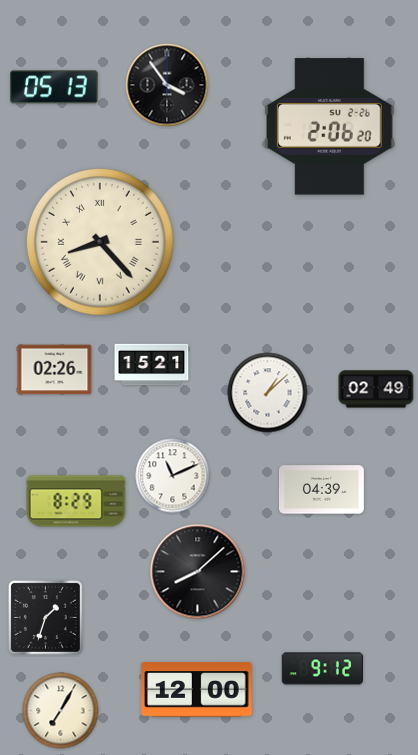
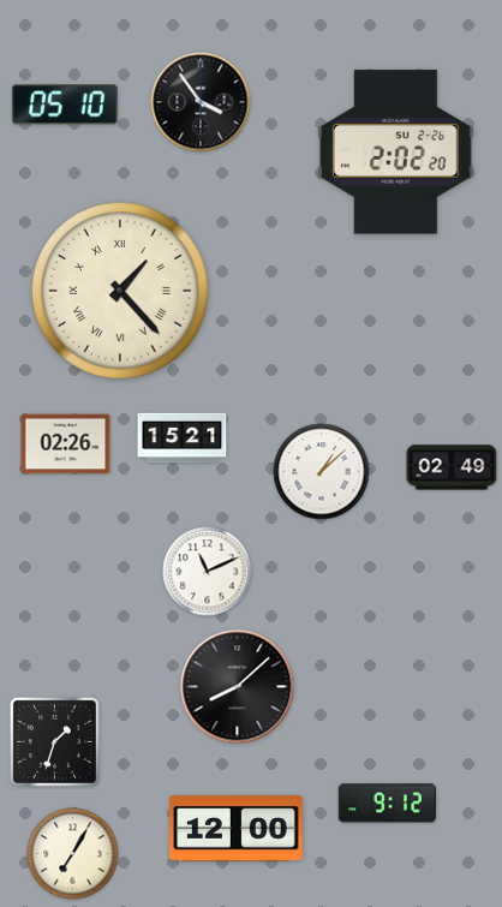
clock at (54, 87): 05:13 -> 05:10
clock at (330, 127): 2:06 -> 2:02
clock at (100, 242): 8:23 -> 1:23
clock at (321, 490): 04:39 -> none
clock at (76, 501): 8:29 -> none
